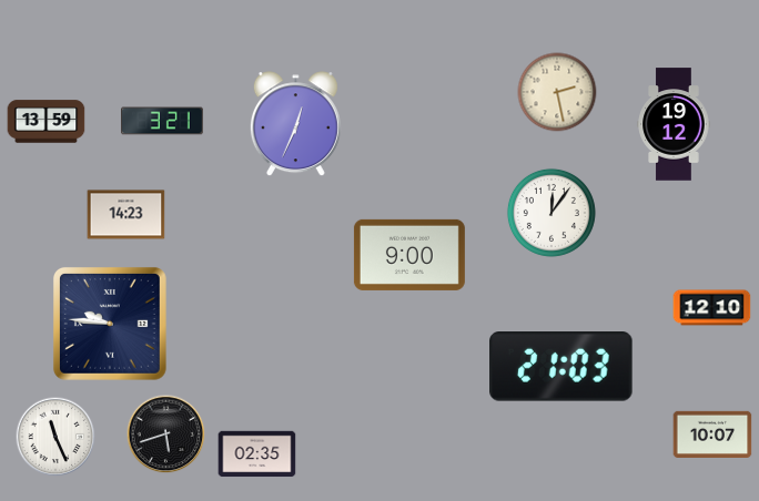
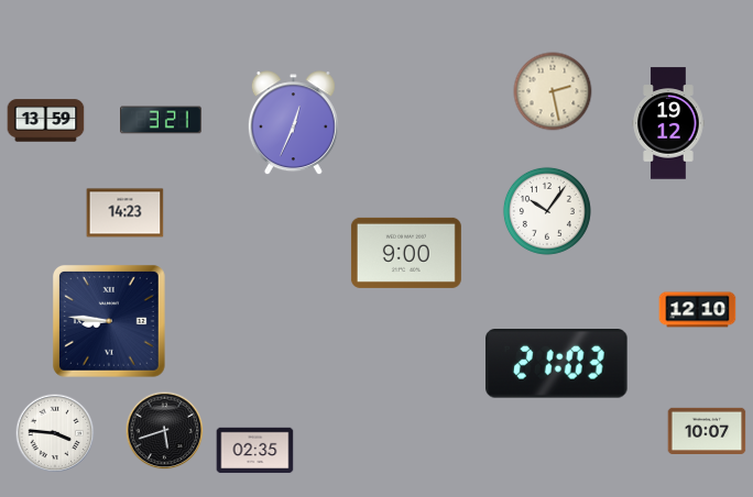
clock at (551, 213): 12:06 -> 10:06
clock at (712, 308) position: (712, 308) -> (698, 310)
clock at (110, 324): 9:46 -> 8:46
clock at (55, 437): 11:26 -> 3:46
